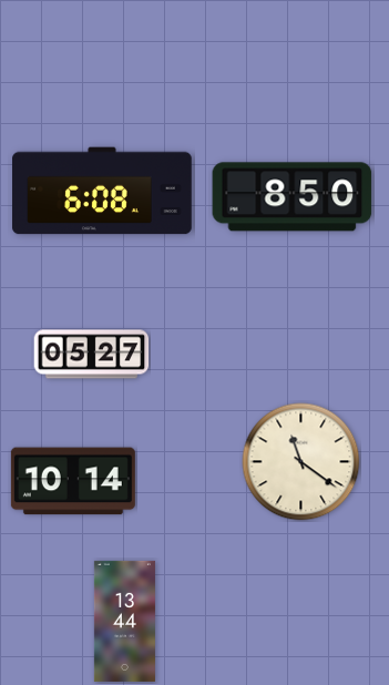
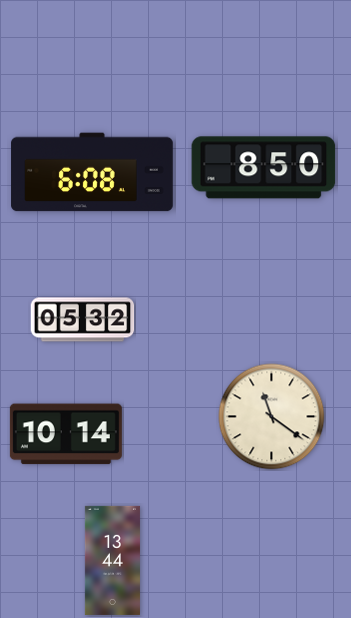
clock at (293, 197) position: (293, 197) -> (264, 168)
clock at (92, 355): 05:27 -> 05:32
